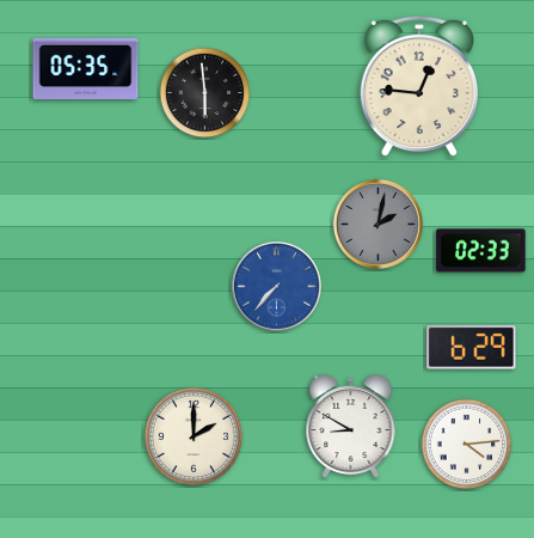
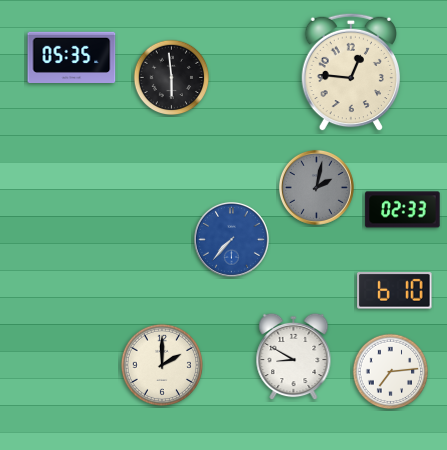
clock at (472, 348): 6:29 -> 6:10
clock at (467, 445): 4:14 -> 7:14
